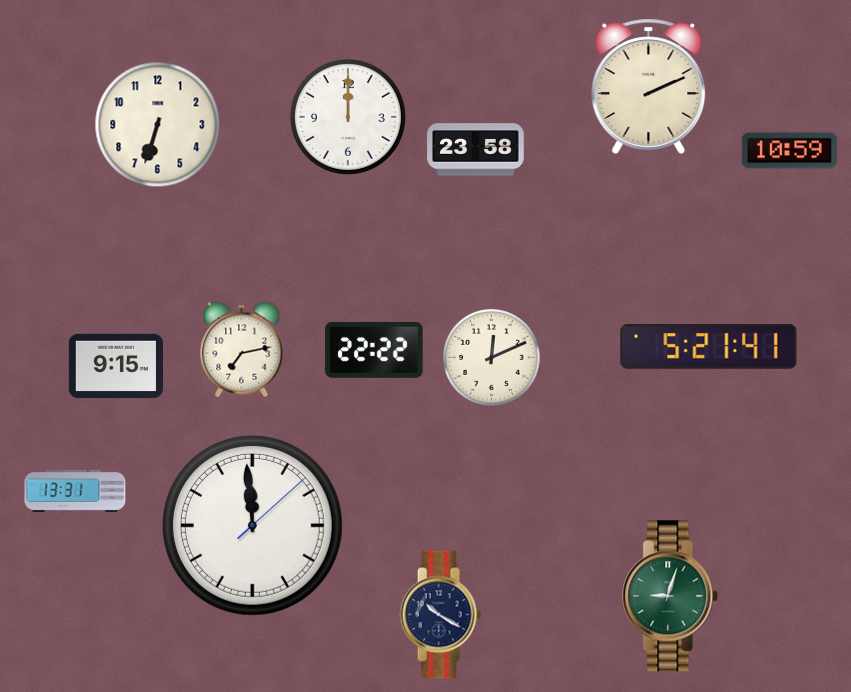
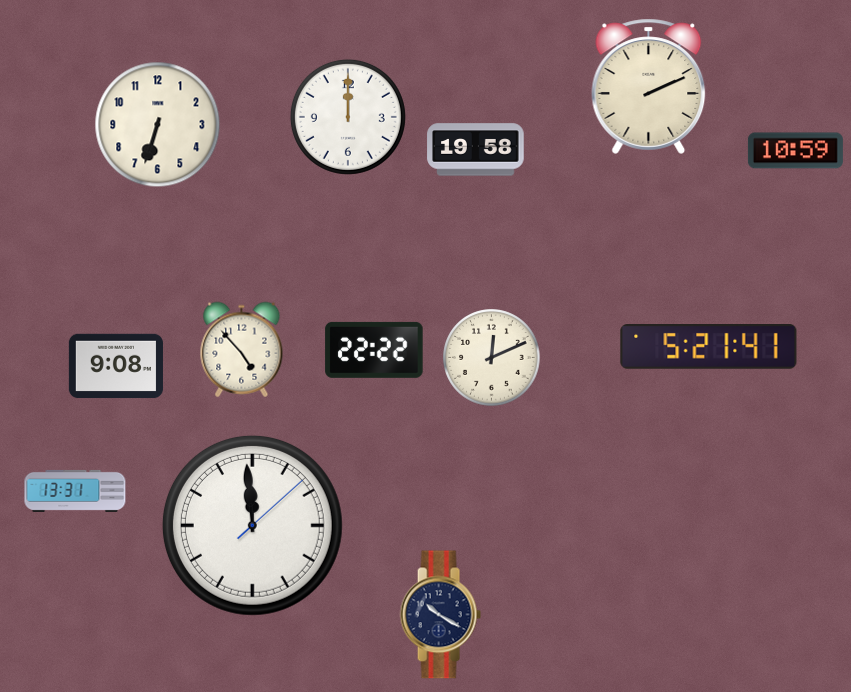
clock at (476, 150): 23:58 -> 19:58
clock at (789, 151) position: (789, 151) -> (795, 151)
clock at (242, 350): 7:13 -> 4:53
clock at (116, 366): 9:15 -> 9:08
clock at (671, 596): 9:03 -> none
